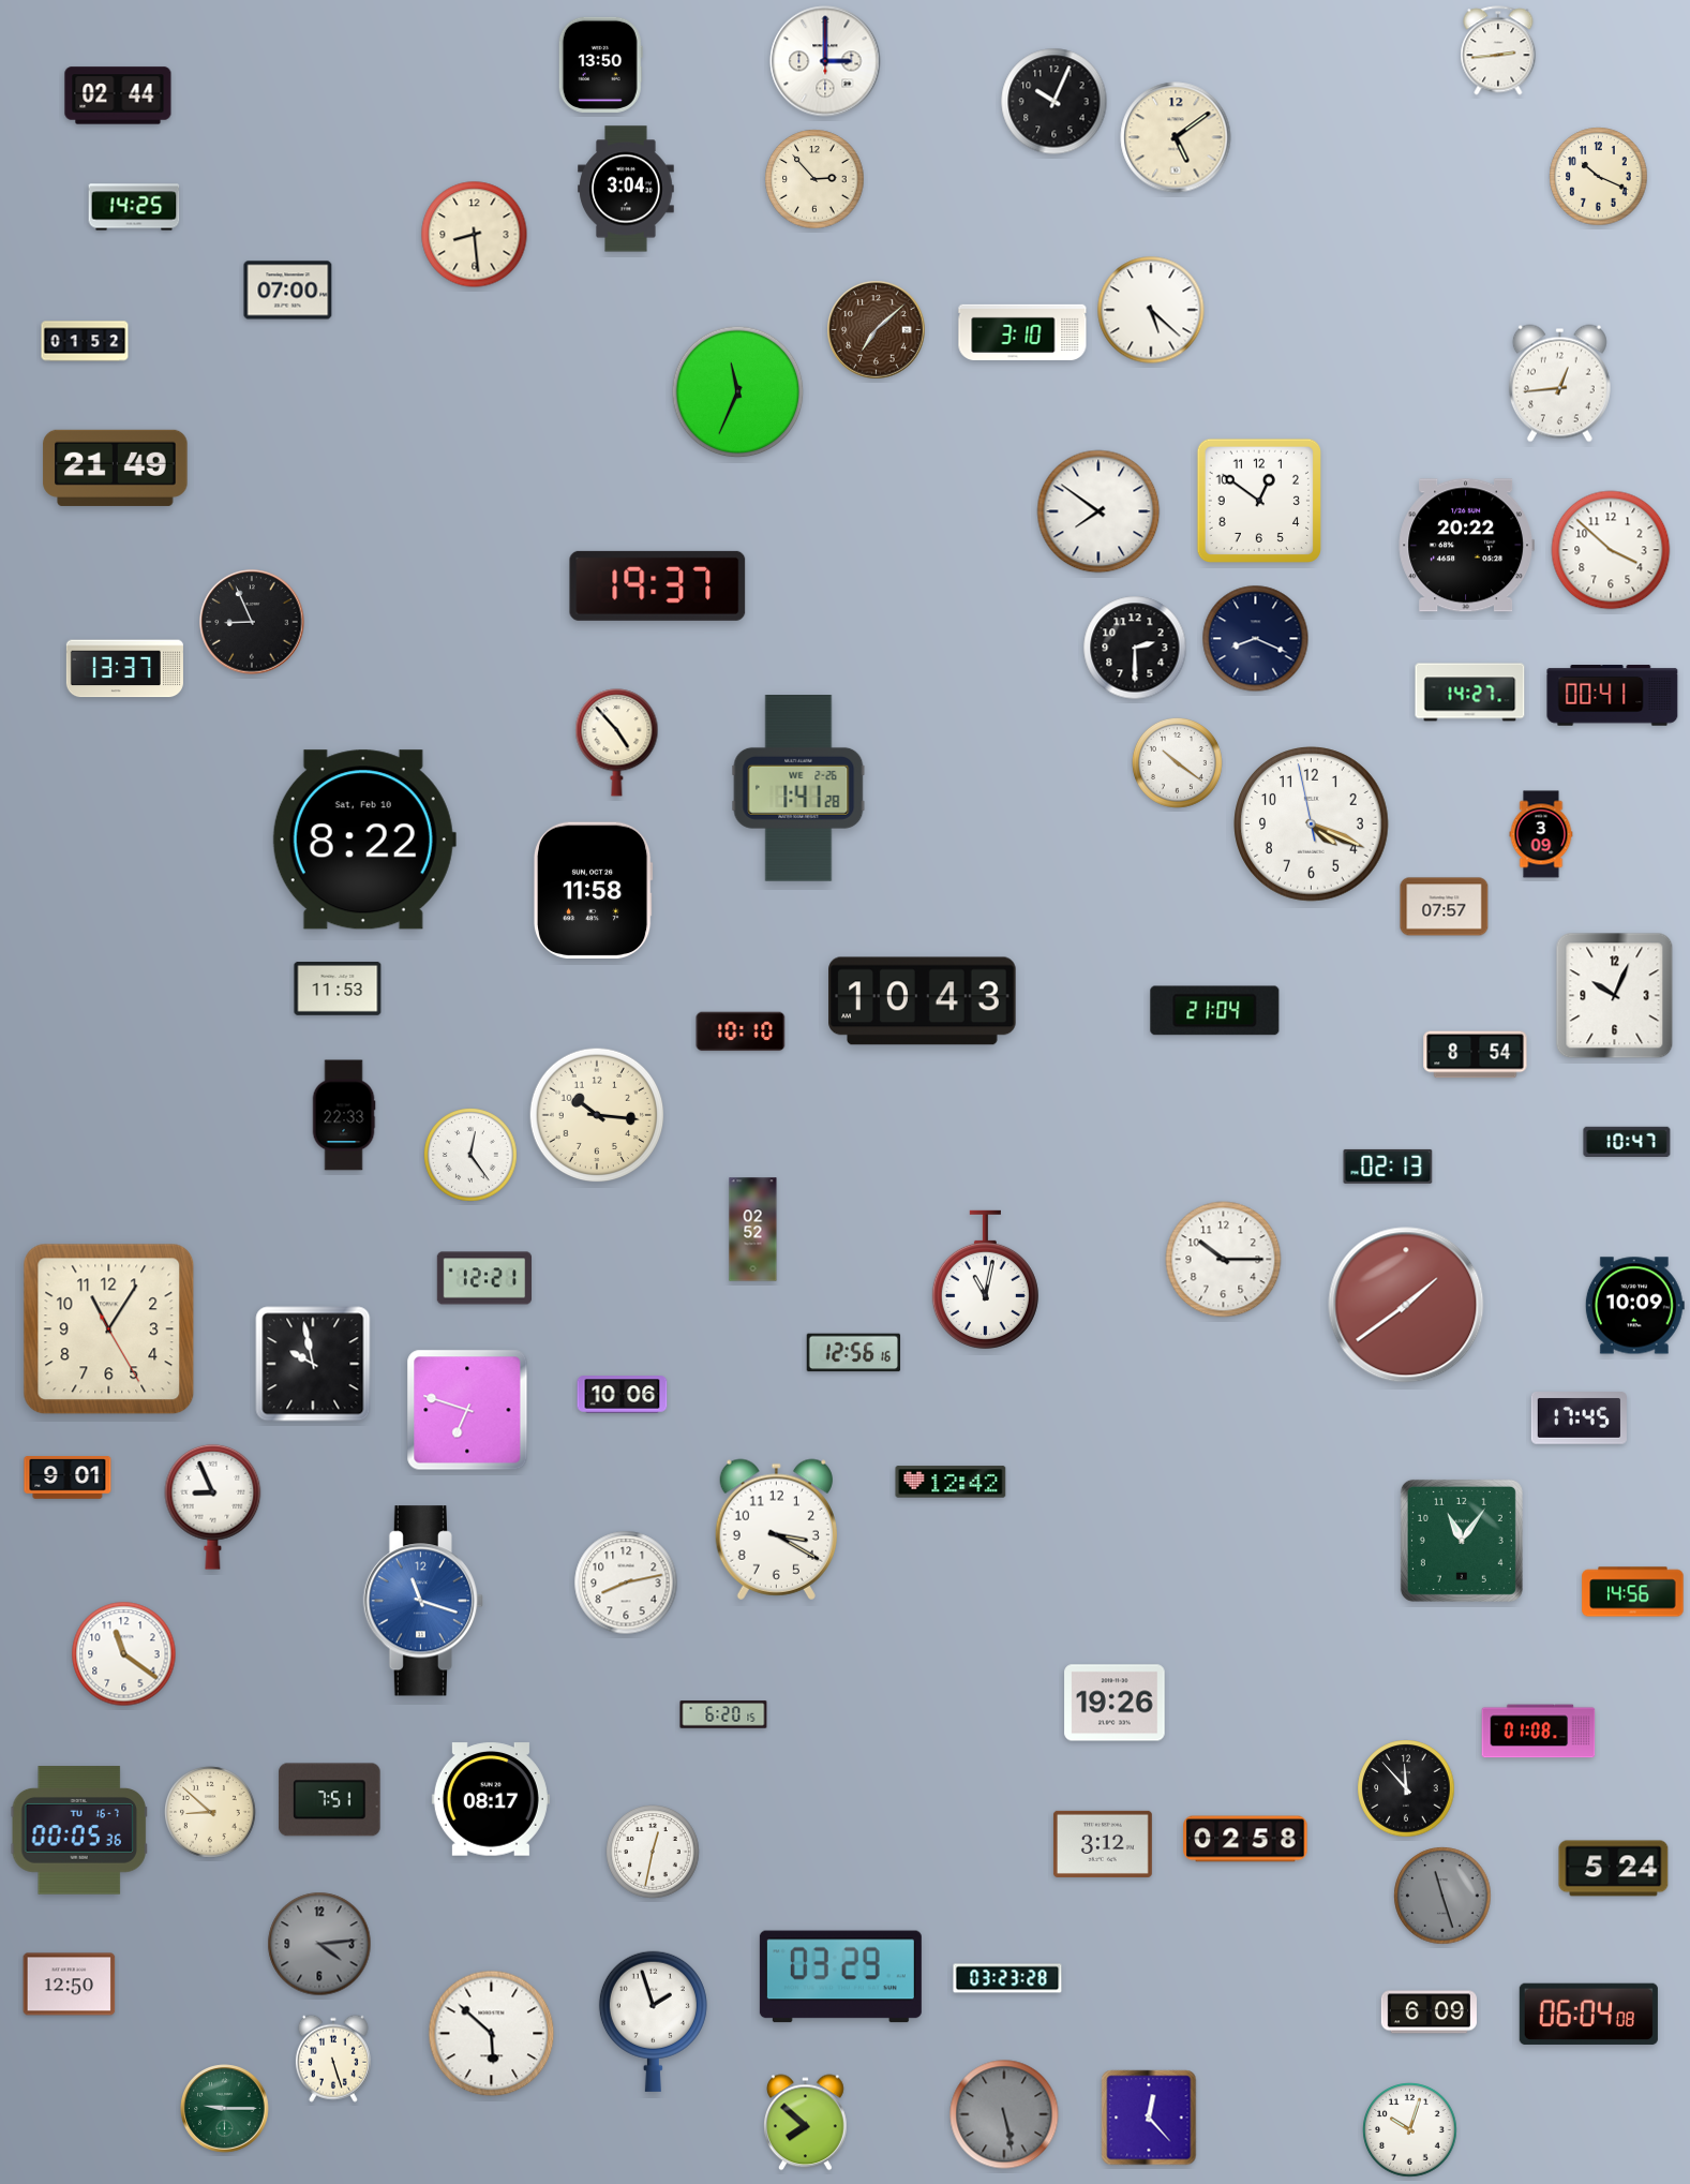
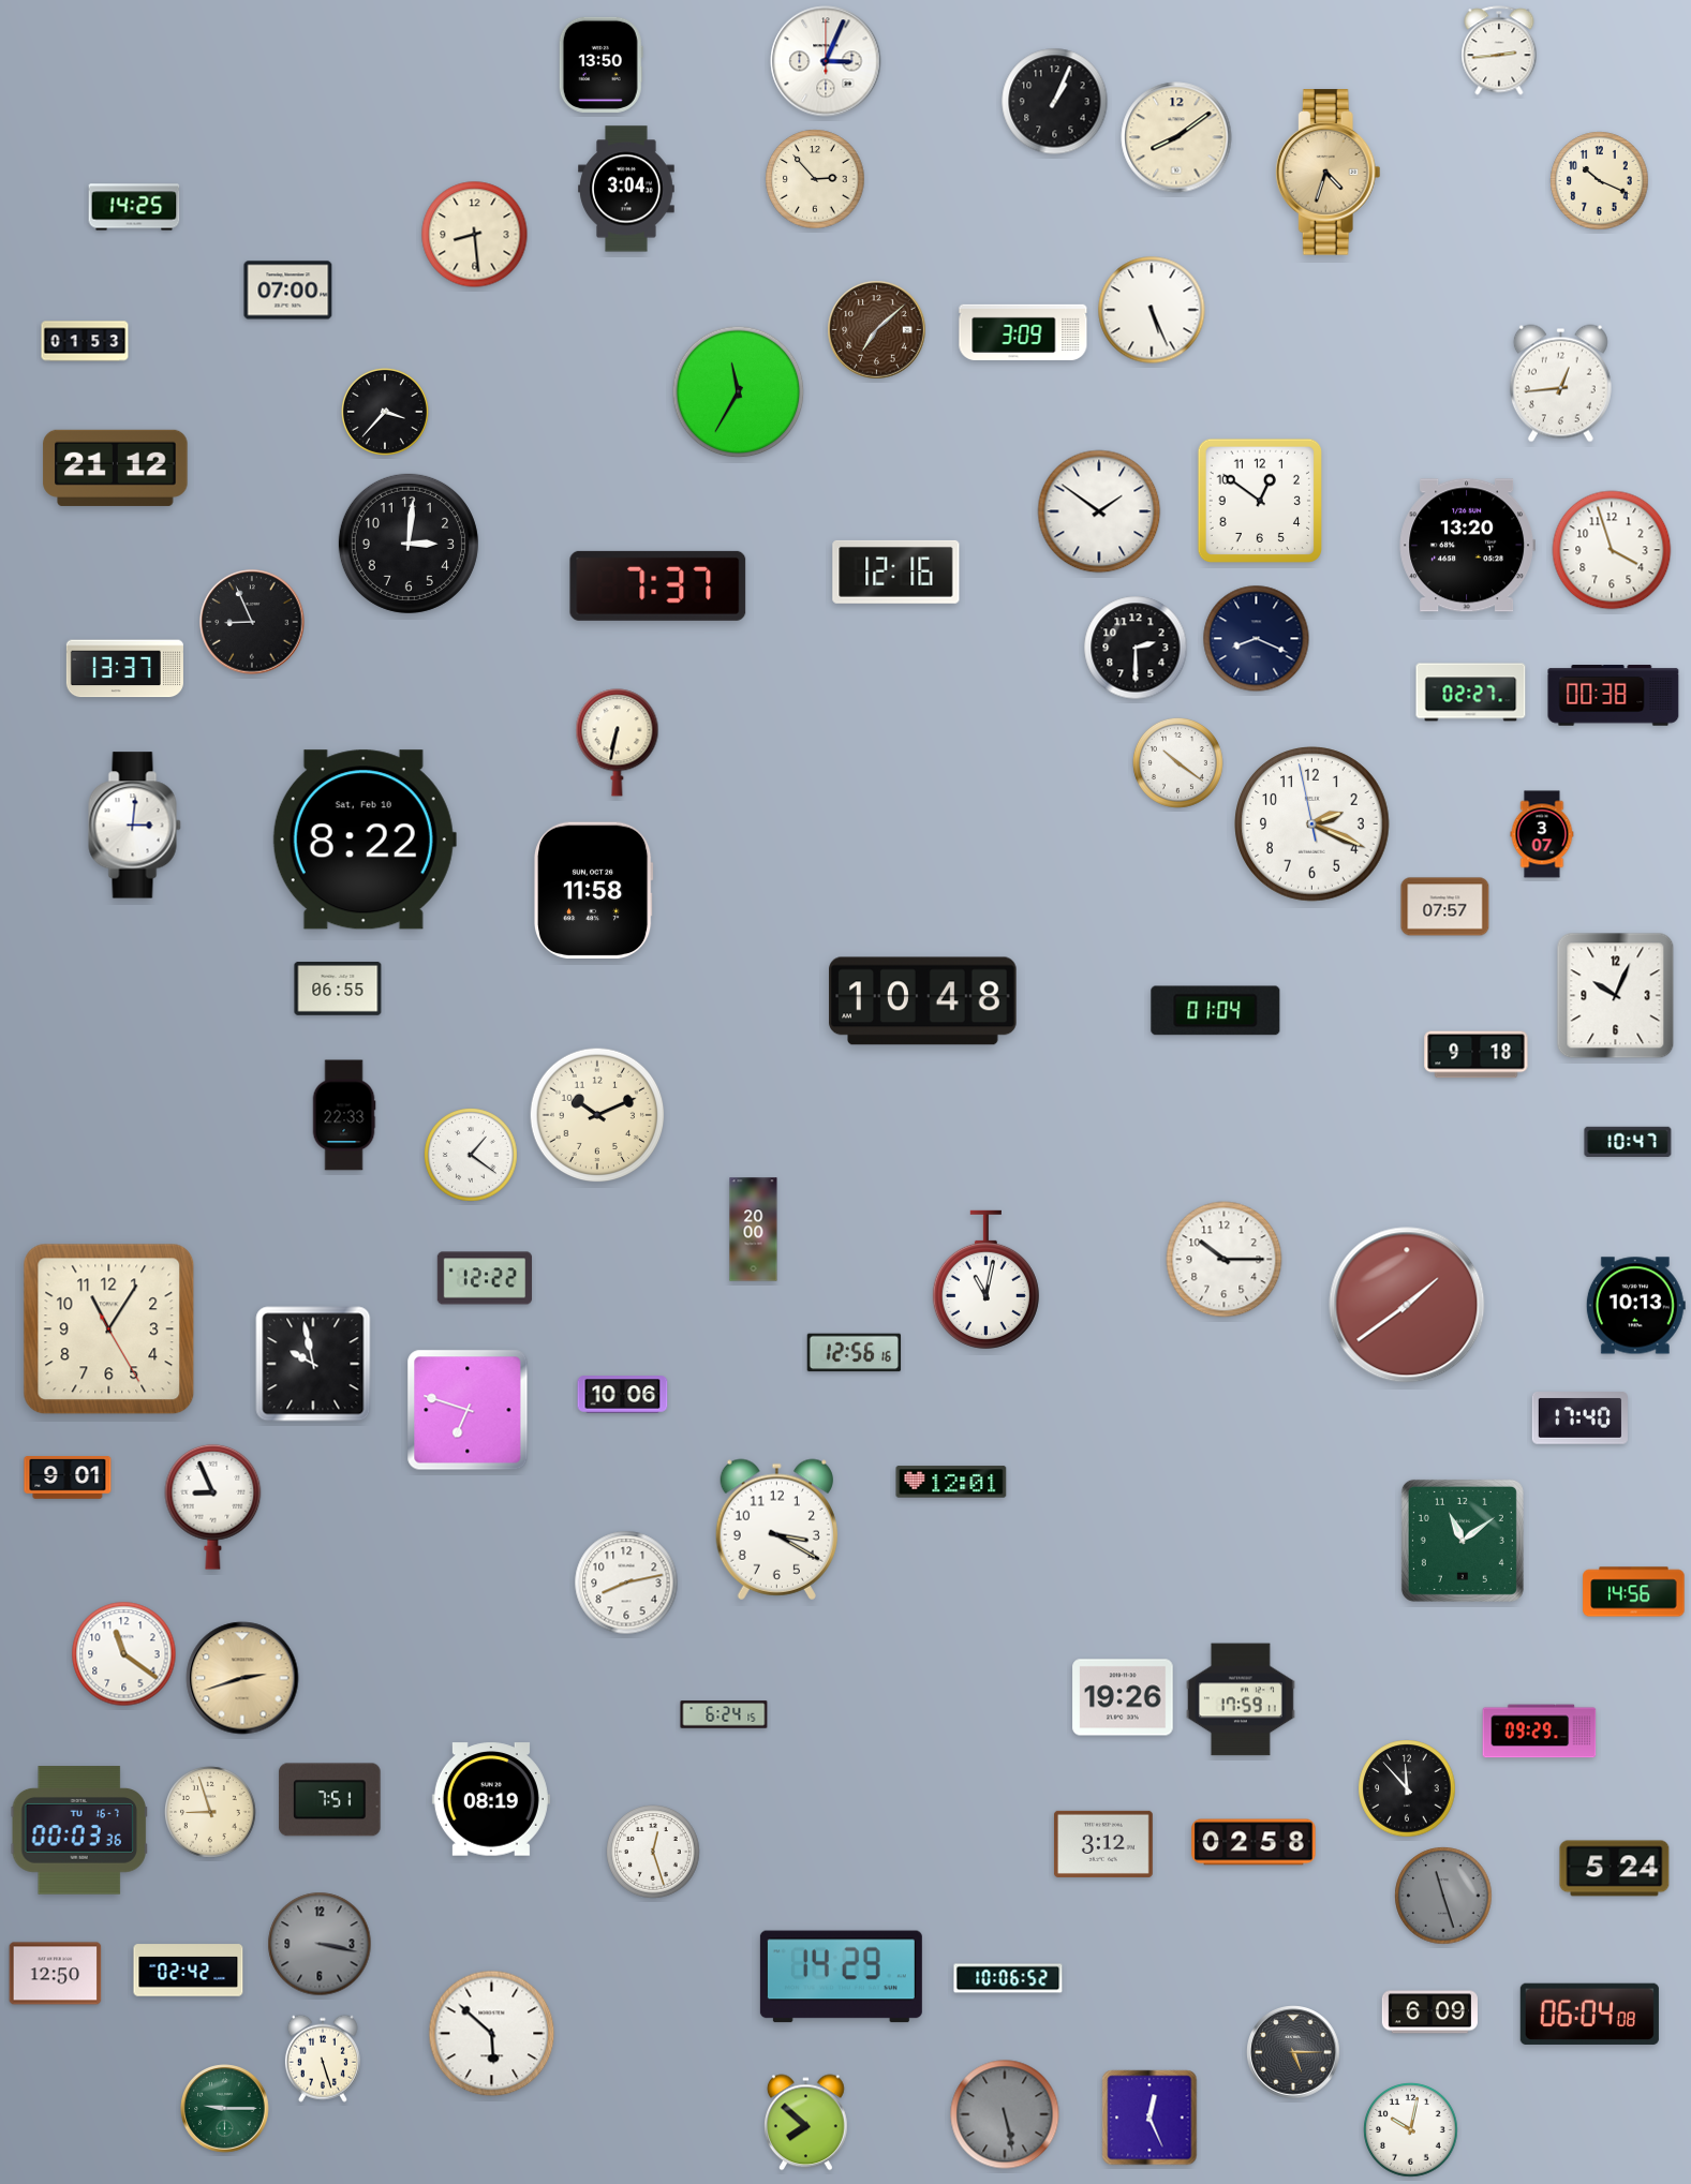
clock at (825, 61): 3:00 -> 3:04
clock at (118, 95): 02:44 -> none
clock at (1055, 102): 10:04 -> 1:04
clock at (1176, 137): 5:09 -> 8:09
clock at (1327, 173): none -> 4:33
clock at (1599, 177) position: (1599, 177) -> (1600, 181)
clock at (1151, 310): 5:22 -> 5:26
clock at (1022, 331): 3:10 -> 3:09
clock at (85, 341): 01:52 -> 01:53
clock at (738, 392): 11:34 -> 11:35
clock at (385, 412): none -> 3:37
clock at (116, 467): 21:49 -> 21:12
clock at (1098, 511): 7:51 -> 1:51
clock at (409, 544): none -> 3:01
clock at (1466, 546): 20:22 -> 13:20
clock at (1611, 550): 3:52 -> 3:57
clock at (896, 571): none -> 12:16
clock at (658, 585): 19:37 -> 7:37
clock at (1470, 693): 14:27 -> 02:27
clock at (1613, 696): 00:41 -> 00:38
clock at (617, 743): 4:53 -> 6:32
clock at (798, 789): 1:41 -> none
clock at (1312, 824): 4:18 -> 2:18
clock at (135, 826): none -> 3:01
clock at (1541, 834): 3:09 -> 3:07
clock at (338, 990): 11:53 -> 06:55
clock at (923, 1001): 10:43 -> 10:48
clock at (1215, 1011): 21:04 -> 01:04
clock at (741, 1031): 10:10 -> none
clock at (1476, 1055): 8:54 -> 9:18
clock at (597, 1115): 10:16 -> 10:11
clock at (470, 1155): 12:24 -> 1:21
clock at (1388, 1167): 02:13 -> none
clock at (753, 1230): 02:52 -> 20:00
clock at (483, 1278): 12:21 -> 12:22
clock at (1634, 1306): 10:09 -> 10:13
clock at (1579, 1418): 17:45 -> 17:40
clock at (951, 1482): 12:42 -> 12:01
clock at (1462, 1541): 11:06 -> 11:09
clock at (422, 1601): 11:18 -> none
clock at (242, 1678): none -> 2:42
clock at (1241, 1699): none -> 17:59
clock at (1115, 1703) position: (1115, 1703) -> (1123, 1697)
clock at (723, 1714): 6:20 -> 6:24
clock at (1539, 1732): 01:08 -> 09:29
clock at (491, 1799): 08:17 -> 08:19
clock at (211, 1813): 8:52 -> 8:57
clock at (79, 1830): 00:05 -> 00:03
clock at (1245, 1839) position: (1245, 1839) -> (1254, 1842)
clock at (653, 1852): 12:32 -> 12:27
clock at (319, 1944): 4:14 -> 3:17
clock at (189, 1971): none -> 02:42
clock at (840, 1977): 03:29 -> 14:29
clock at (1007, 1978): 03:23 -> 10:06
clock at (70, 1985) position: (70, 1985) -> (56, 1974)
clock at (653, 2021): 1:57 -> none
clock at (1293, 2052): none -> 5:15
clock at (333, 2059) position: (333, 2059) -> (323, 2059)
clock at (1149, 2118): 12:23 -> 12:26
clock at (1410, 2130): 10:03 -> 10:02
